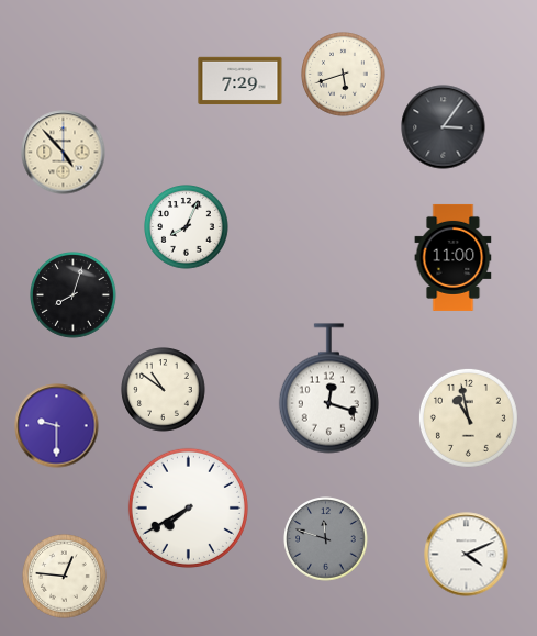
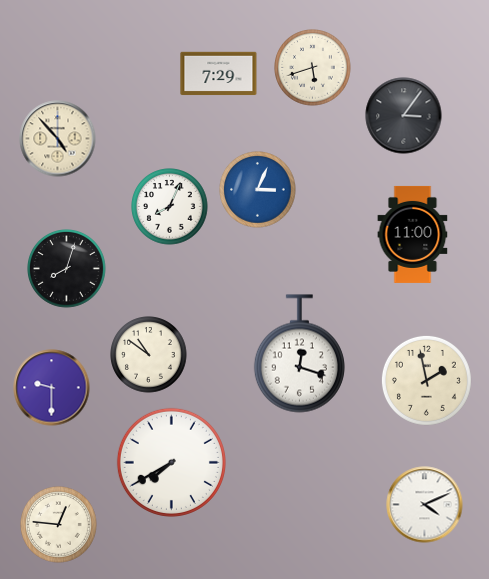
clock at (258, 190): none -> 3:04
clock at (468, 417): 10:58 -> 1:58
clock at (326, 539): 11:48 -> none
